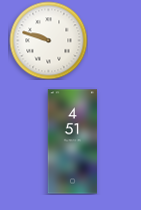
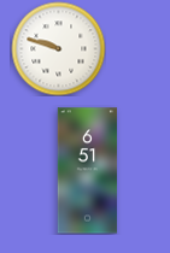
clock at (73, 142): 4:51 -> 6:51
